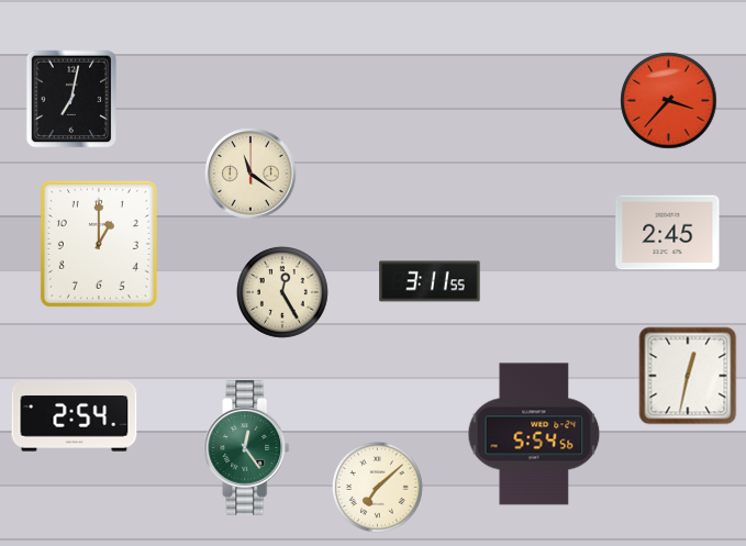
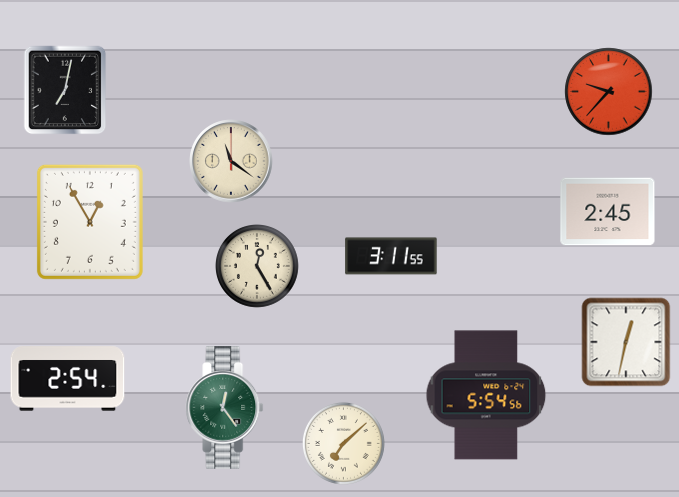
clock at (669, 101): 3:37 -> 9:37
clock at (250, 174) position: (250, 174) -> (231, 161)
clock at (99, 244): 1:00 -> 12:55
